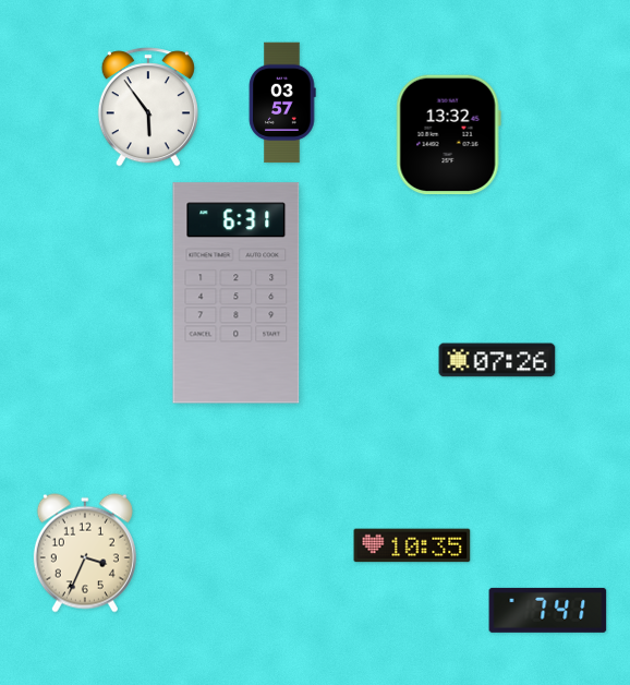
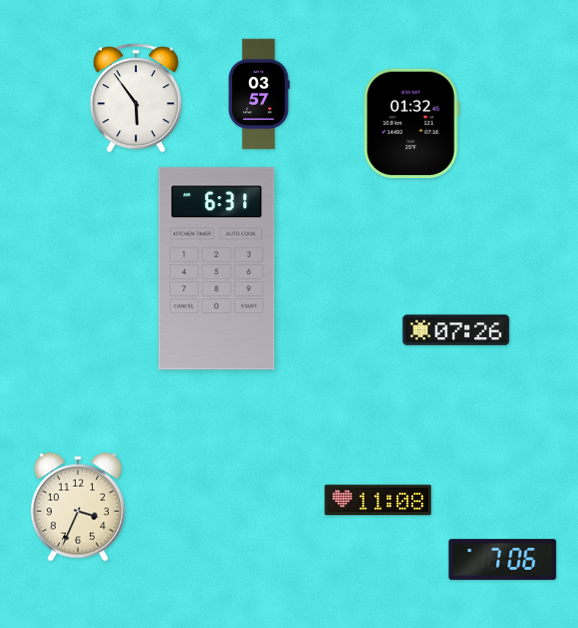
clock at (448, 135): 13:32 -> 01:32
clock at (412, 545): 10:35 -> 11:08
clock at (548, 610): 7:41 -> 7:06
